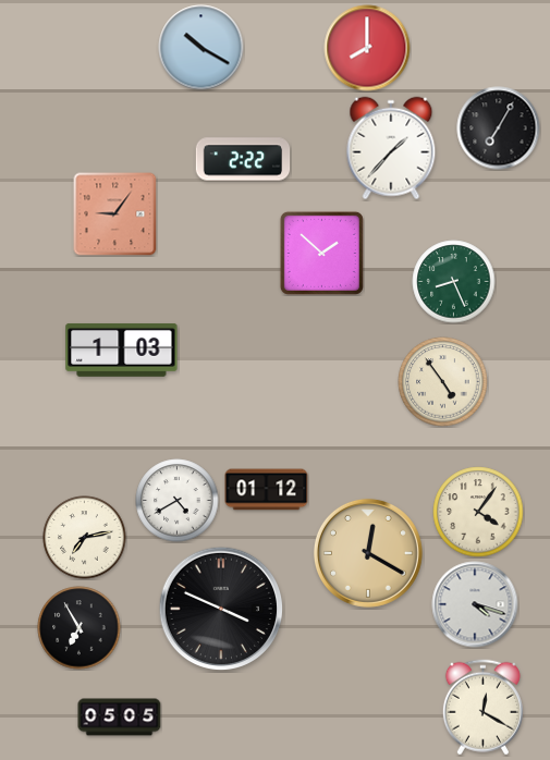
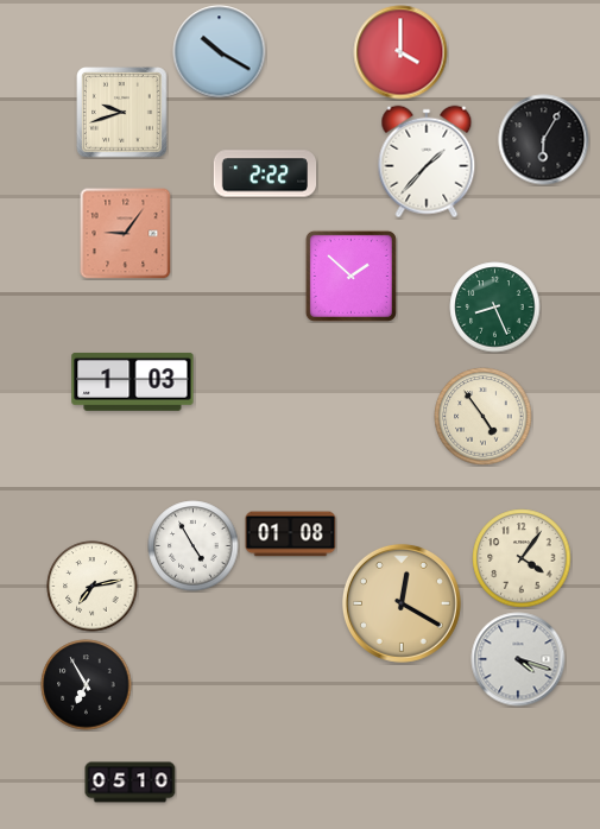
clock at (367, 48): 8:00 -> 4:00
clock at (122, 113): none -> 9:42
clock at (499, 128): 7:05 -> 6:05
clock at (267, 490): 01:12 -> 01:08
clock at (178, 501): 4:40 -> 4:55
clock at (221, 609): 3:49 -> none
clock at (482, 708): 12:20 -> none
clock at (120, 718): 05:05 -> 05:10
